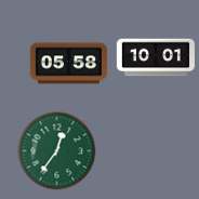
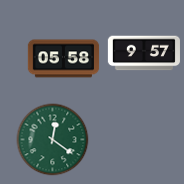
clock at (156, 57): 10:01 -> 9:57
clock at (57, 151): 12:36 -> 12:21
